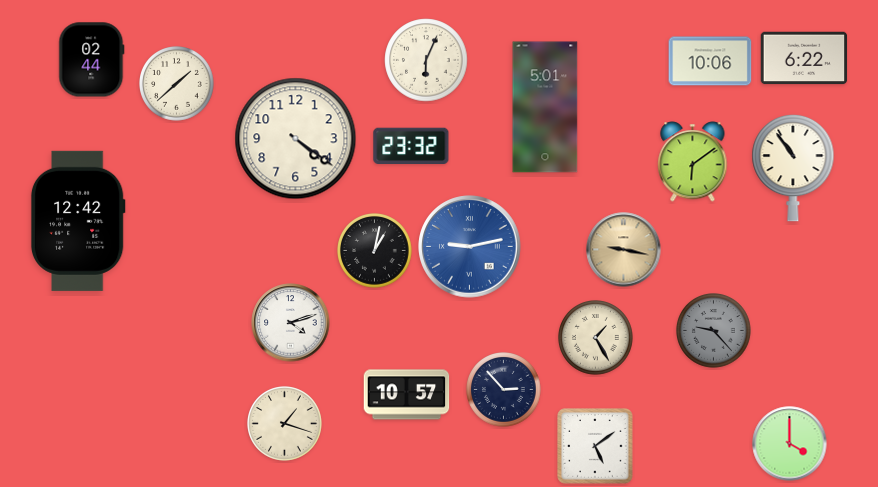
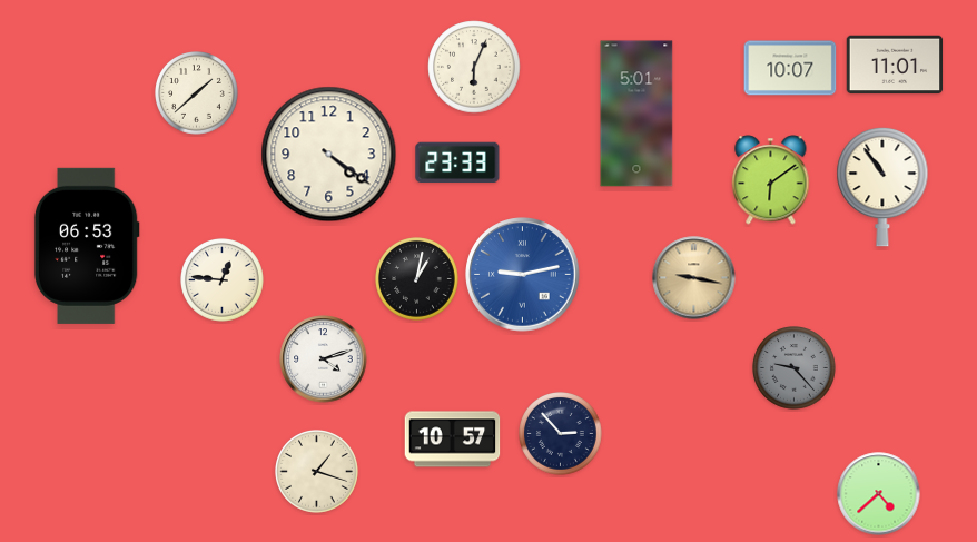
clock at (804, 58): 6:22 -> 11:01
clock at (92, 60): 02:44 -> none
clock at (710, 61): 10:06 -> 10:07
clock at (545, 107) position: (545, 107) -> (636, 114)
clock at (411, 146): 23:32 -> 23:33
clock at (78, 221): 12:42 -> 06:53
clock at (223, 280): none -> 12:46
clock at (596, 338): 1:25 -> none
clock at (790, 444): 4:00 -> 4:38
clock at (595, 446): 5:09 -> none
